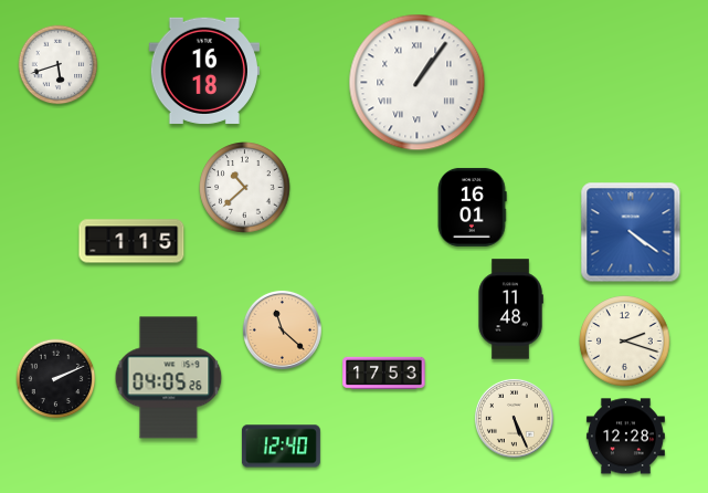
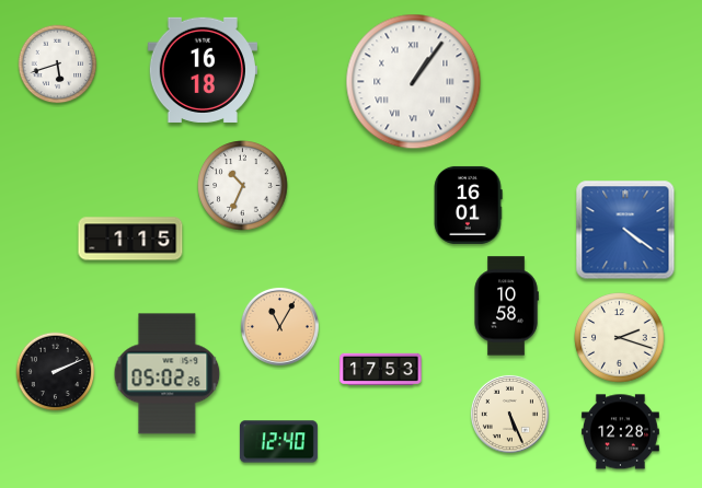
clock at (245, 188): 10:38 -> 10:34
clock at (510, 310): 11:48 -> 10:58
clock at (282, 329): 11:22 -> 11:05
clock at (169, 378): 04:05 -> 05:02
clock at (56, 379) position: (56, 379) -> (56, 372)
